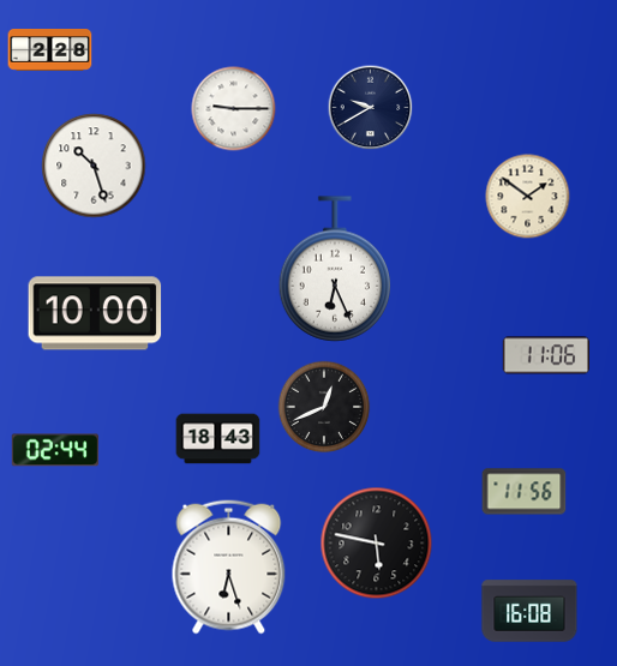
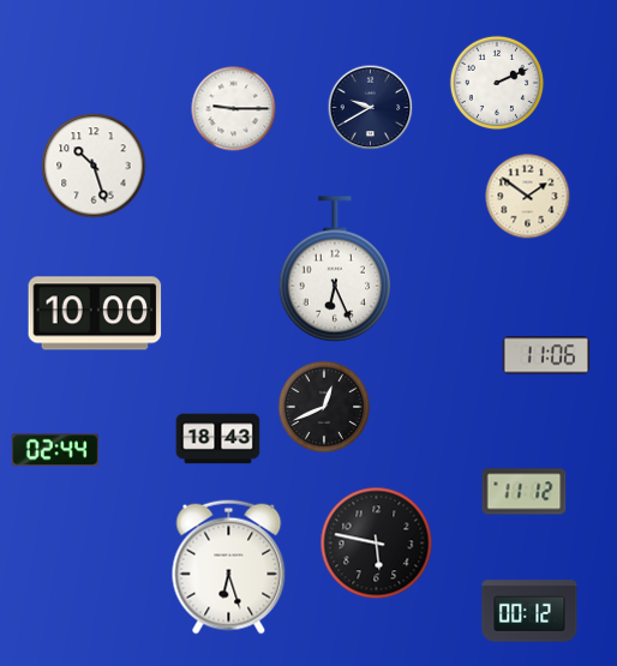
clock at (50, 50): 2:28 -> none
clock at (497, 83): none -> 2:11
clock at (525, 492): 11:56 -> 11:12
clock at (529, 611): 16:08 -> 00:12
